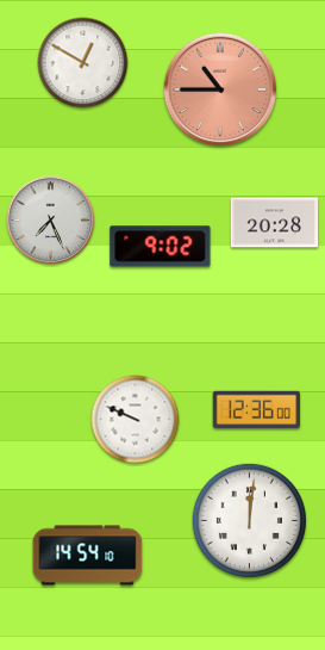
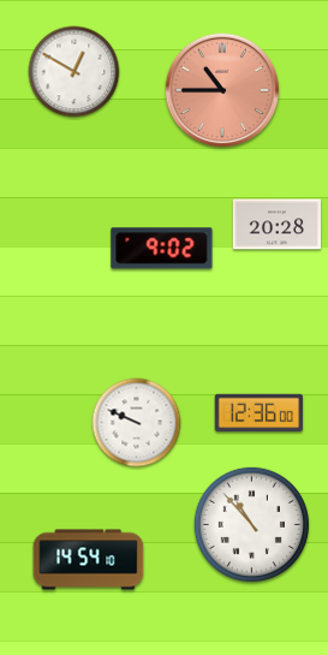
clock at (83, 63) position: (83, 63) -> (74, 72)
clock at (51, 221): 7:26 -> none
clock at (249, 520): 12:01 -> 10:53
